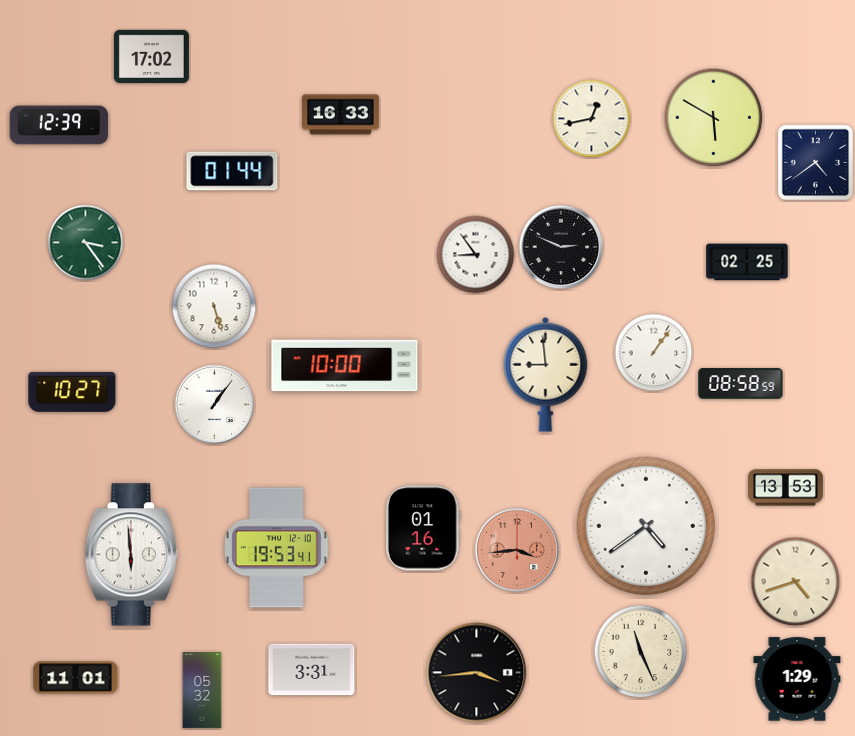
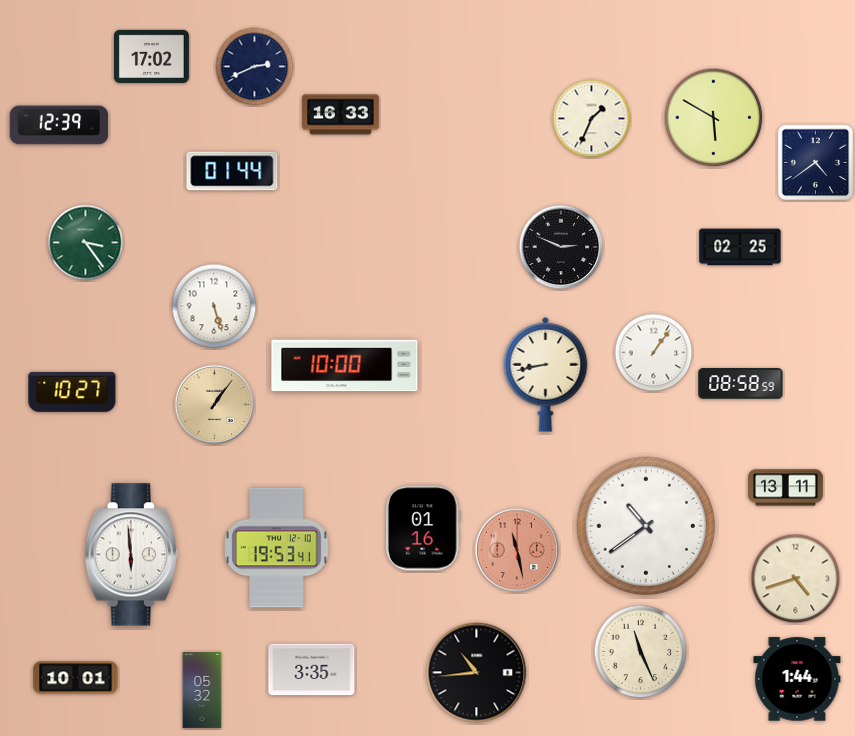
clock at (255, 67): none -> 2:41
clock at (592, 119): 12:43 -> 1:34
clock at (476, 255): 8:54 -> none
clock at (747, 262) position: (747, 262) -> (740, 247)
clock at (546, 374): 8:59 -> 8:43
clock at (215, 405) dial: white -> champagne
clock at (785, 488): 13:53 -> 13:11
clock at (646, 526): 4:39 -> 10:39
clock at (517, 550): 3:44 -> 11:28
clock at (796, 582) position: (796, 582) -> (796, 579)
clock at (312, 670): 3:31 -> 3:35
clock at (477, 673): 3:44 -> 10:44
clock at (76, 678): 11:01 -> 10:01
clock at (797, 679): 1:29 -> 1:44
